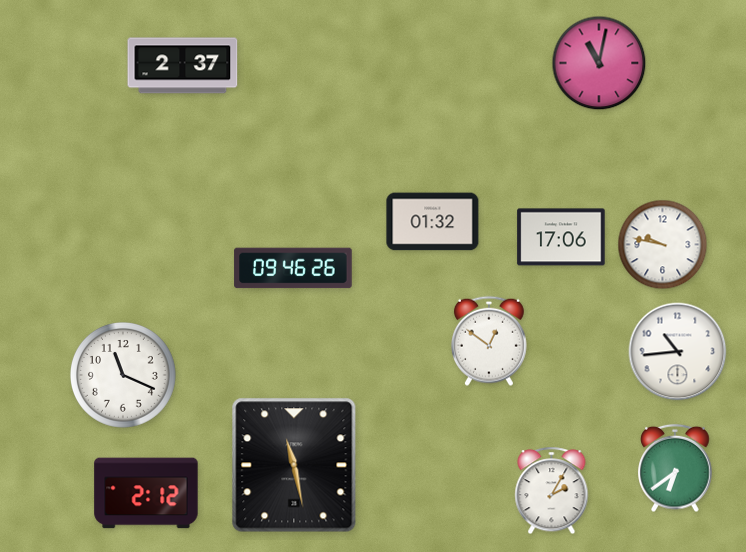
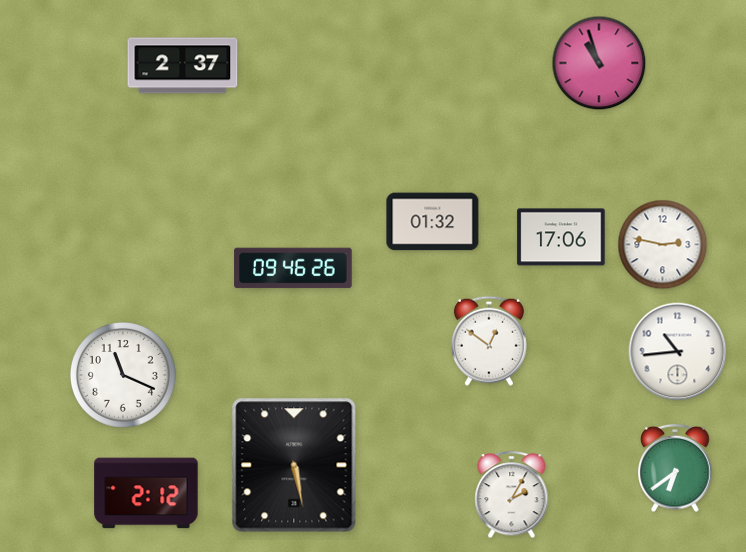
clock at (599, 63): 11:02 -> 10:57
clock at (663, 245): 9:47 -> 2:47
clock at (294, 465): 11:28 -> 5:28
clock at (552, 491) position: (552, 491) -> (512, 495)
